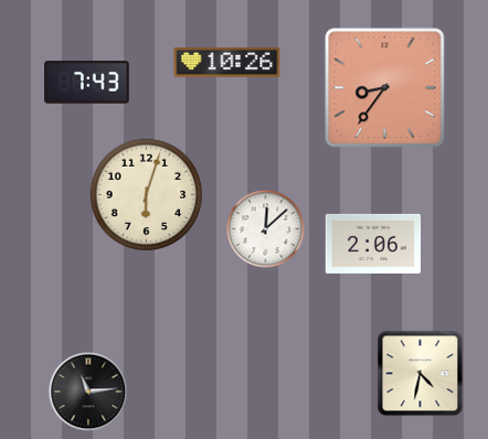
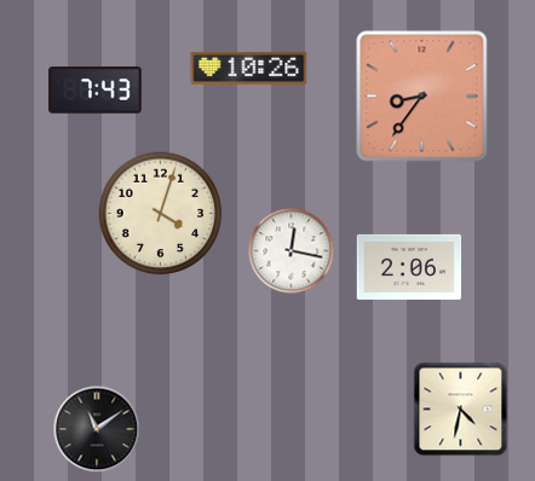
clock at (147, 195): 6:03 -> 4:03
clock at (266, 229): 12:08 -> 12:17
clock at (88, 392): 11:14 -> 11:09
